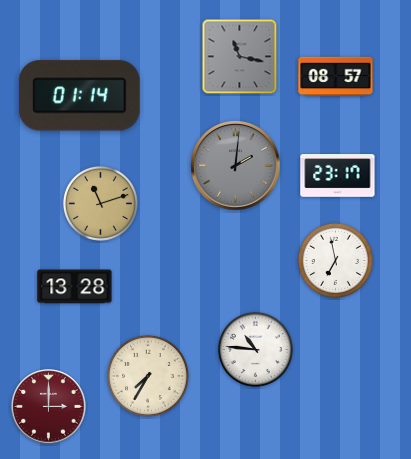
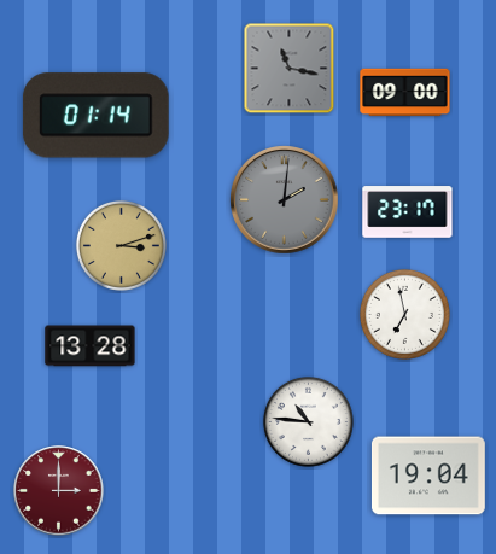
clock at (336, 77): 08:57 -> 09:00
clock at (100, 203): 11:12 -> 3:12
clock at (149, 377): 7:35 -> none
clock at (428, 476): none -> 19:04
